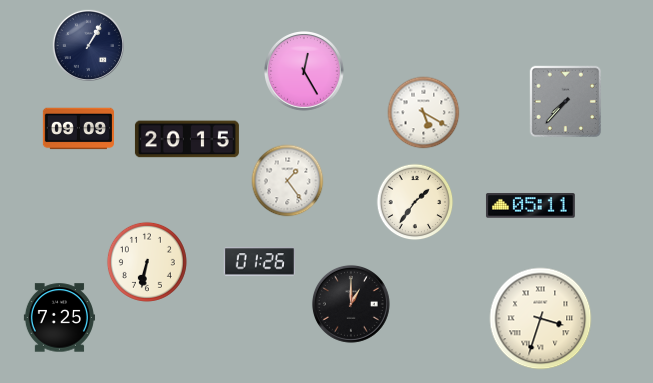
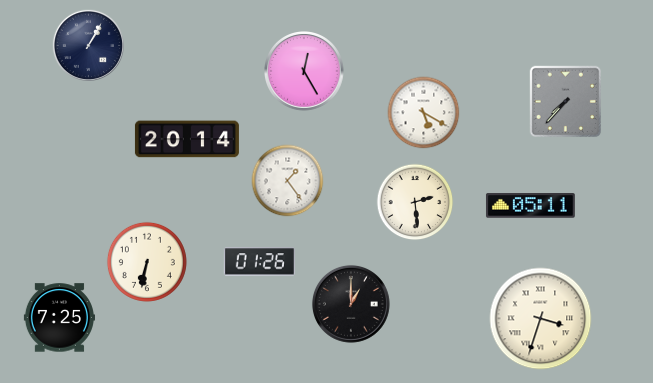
clock at (78, 129): 09:09 -> none
clock at (187, 139): 20:15 -> 20:14
clock at (415, 202): 1:36 -> 2:29
